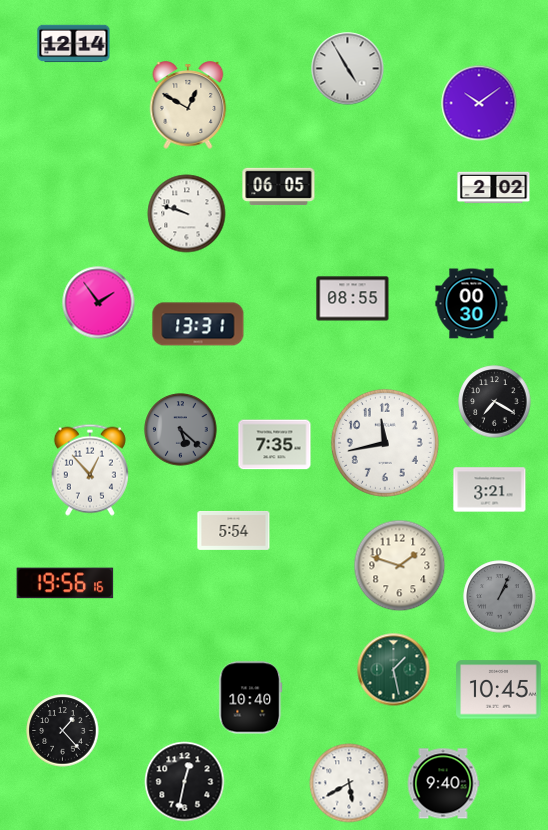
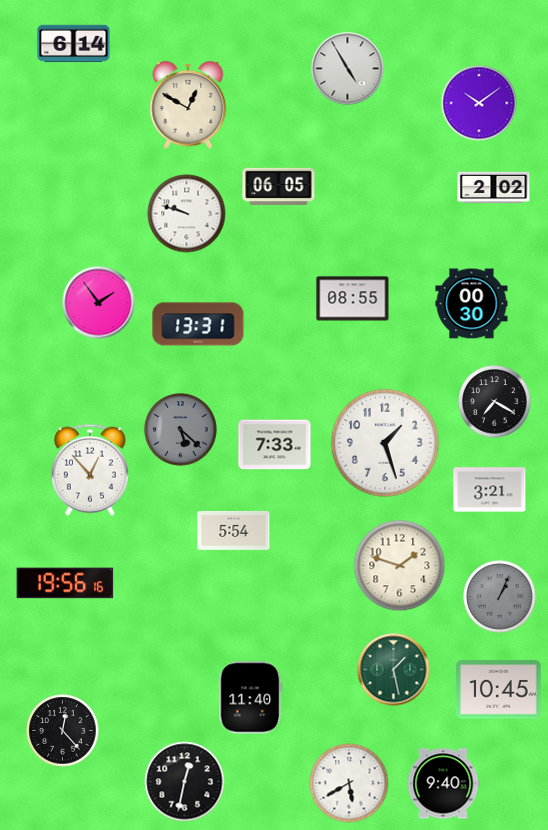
clock at (74, 44): 12:14 -> 6:14
clock at (385, 443): 11:43 -> 1:27
clock at (275, 445): 7:35 -> 7:33
clock at (251, 698): 10:40 -> 11:40
clock at (63, 731): 1:23 -> 12:23
